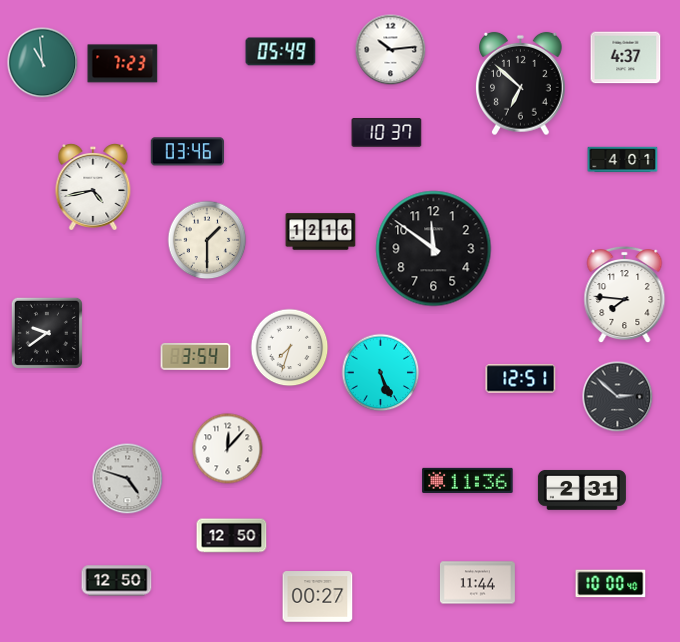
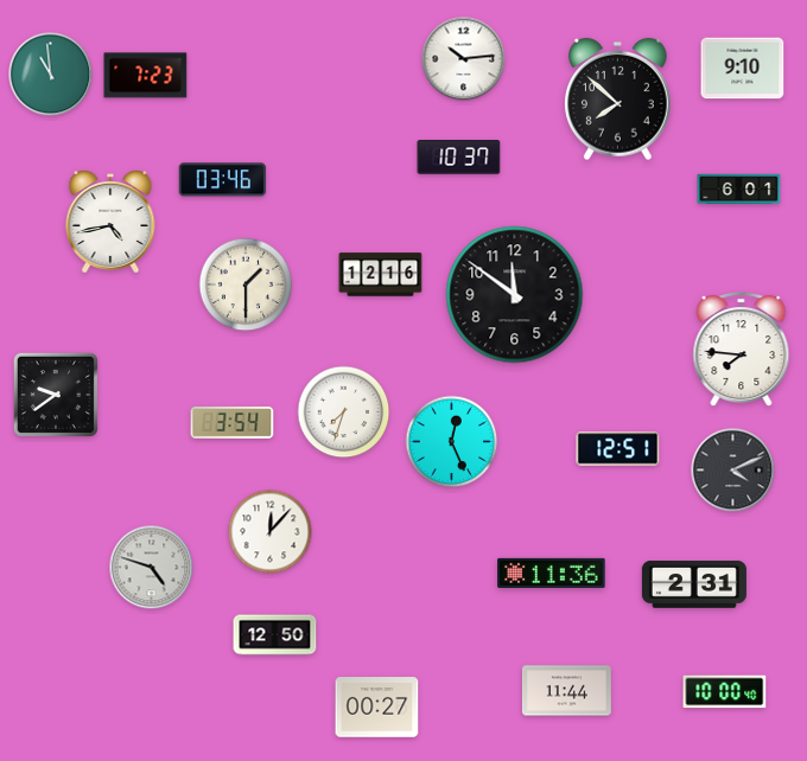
clock at (281, 52): 05:49 -> none
clock at (626, 58): 4:37 -> 9:10
clock at (521, 84): 6:52 -> 7:52
clock at (623, 160): 4:01 -> 6:01
clock at (381, 373): 5:26 -> 12:26
clock at (618, 397): 2:52 -> 4:11
clock at (468, 480) position: (468, 480) -> (552, 573)
clock at (582, 490) position: (582, 490) -> (694, 584)
clock at (117, 581): 12:50 -> none
